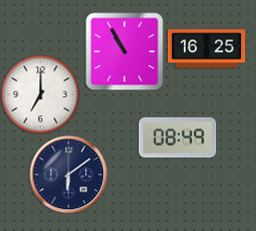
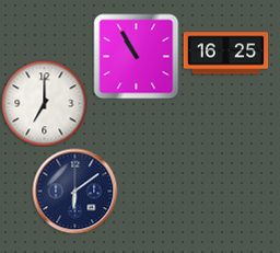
clock at (177, 138): 08:49 -> none
